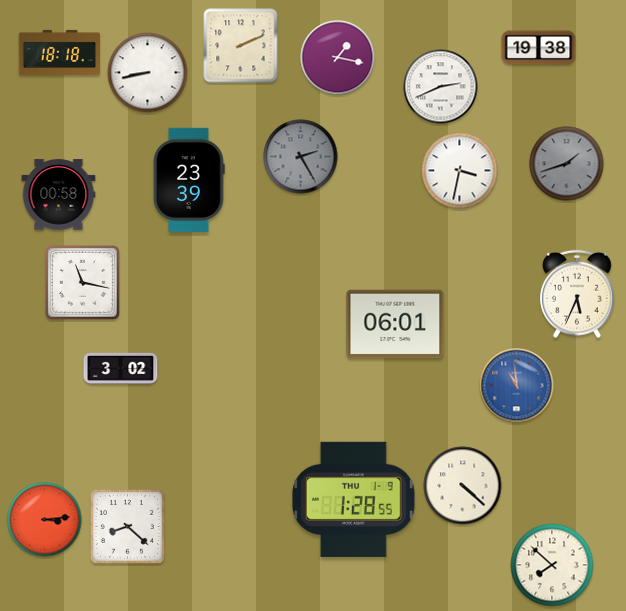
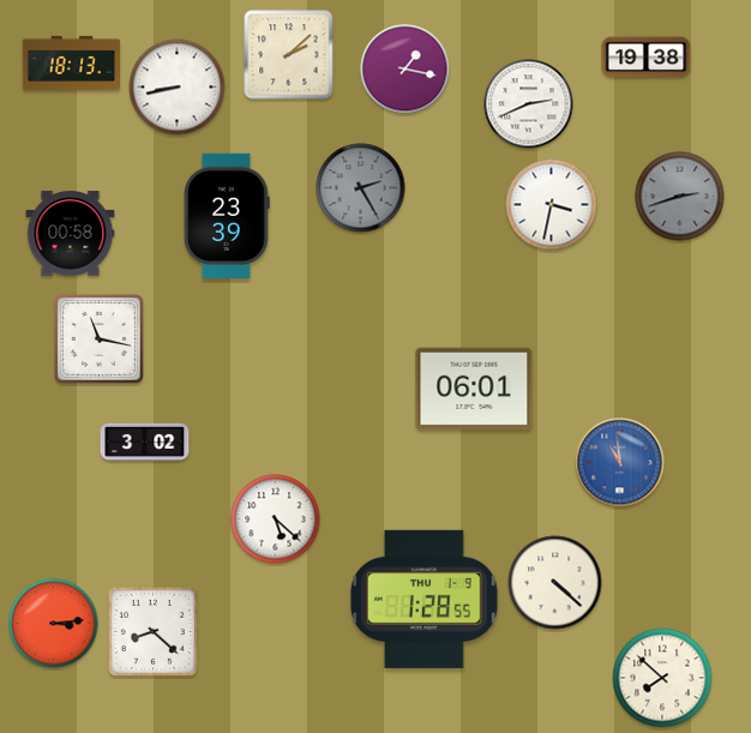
clock at (241, 46): 2:11 -> 2:08
clock at (59, 52): 18:18 -> 18:13
clock at (567, 164): 1:42 -> 2:42
clock at (577, 294): 5:34 -> none
clock at (276, 519): none -> 5:22
